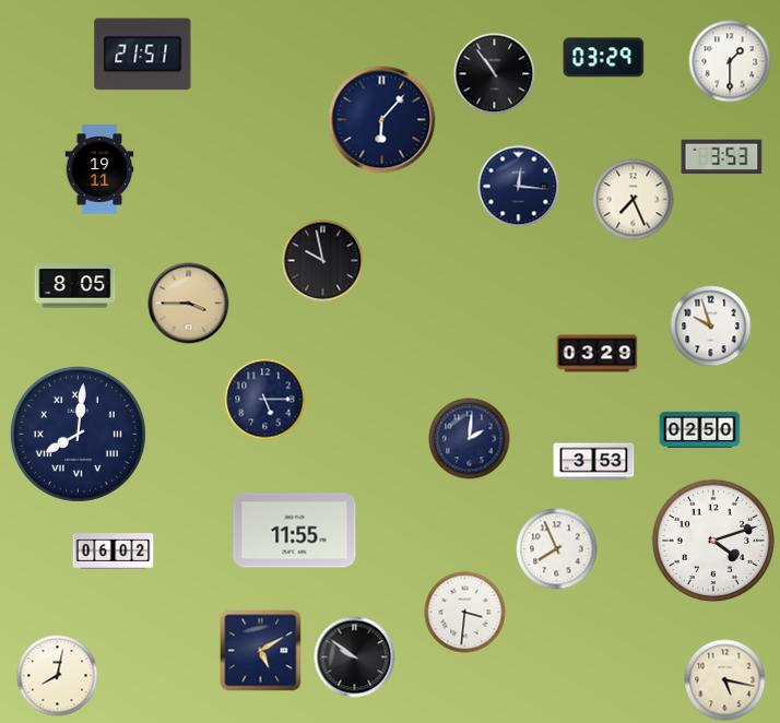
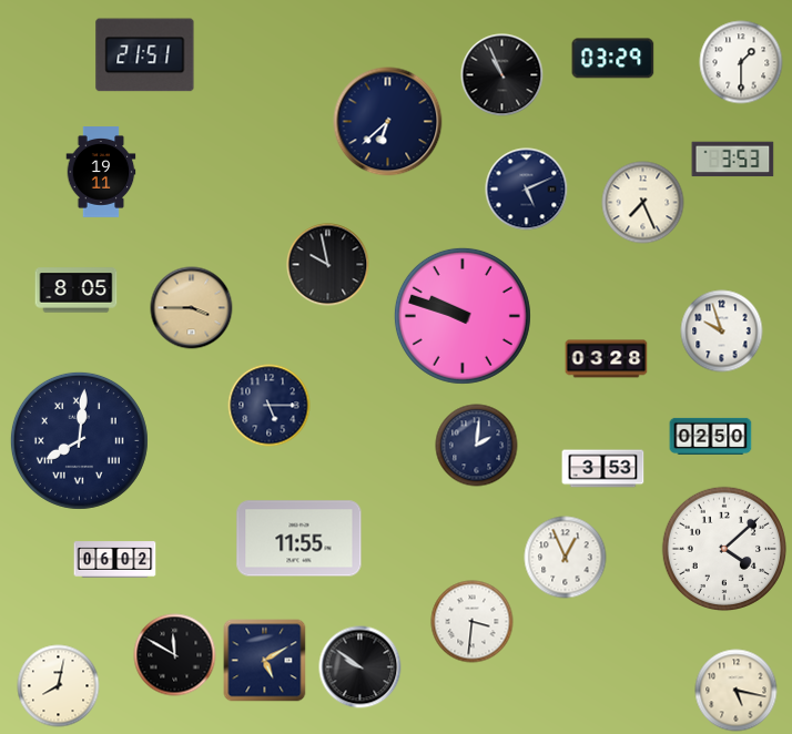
clock at (495, 74): 10:54 -> 10:56
clock at (382, 120): 6:07 -> 6:38
clock at (519, 187): 12:16 -> 5:11
clock at (463, 316): none -> 9:48
clock at (598, 354): 03:29 -> 03:28
clock at (712, 540): 4:12 -> 4:08
clock at (557, 549): 7:56 -> 12:56
clock at (175, 655): none -> 11:50
